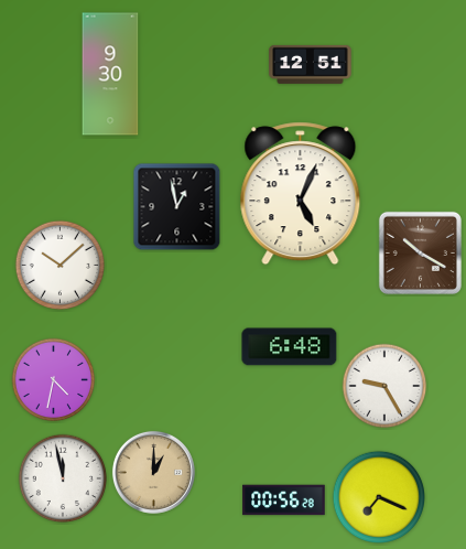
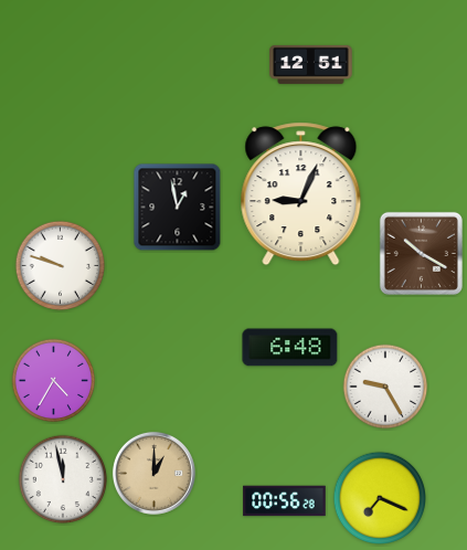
clock at (110, 74): 9:30 -> none
clock at (301, 194): 5:04 -> 9:04
clock at (61, 266): 10:08 -> 9:48
clock at (54, 380): 4:32 -> 4:35
